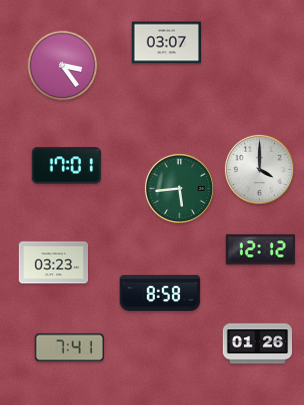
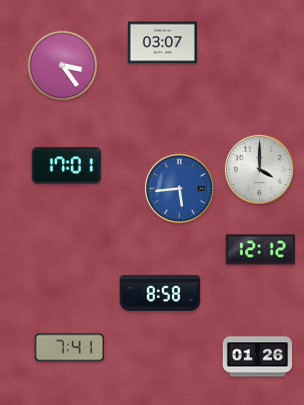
clock at (166, 43) position: (166, 43) -> (162, 43)
clock at (179, 188) dial: green -> blue
clock at (53, 263): 03:23 -> none
clock at (257, 344) position: (257, 344) -> (257, 357)
